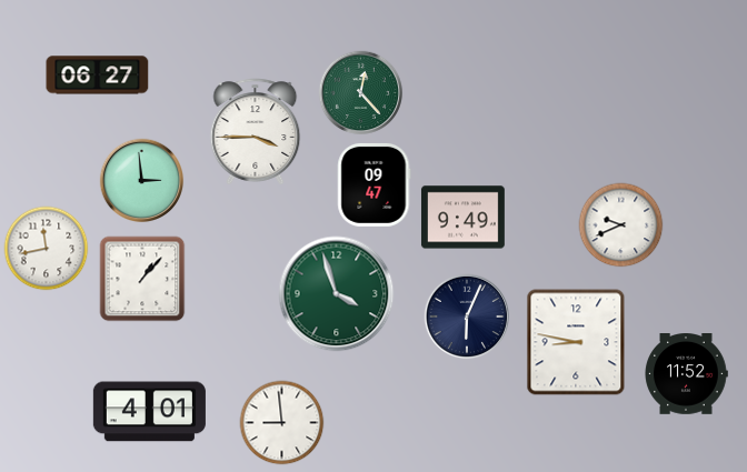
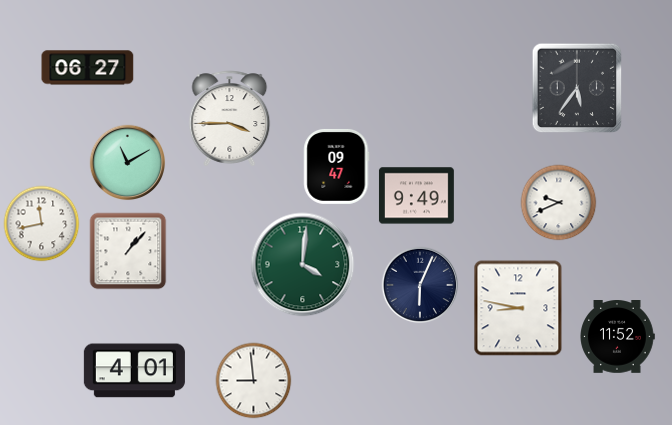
clock at (361, 93): 12:23 -> none
clock at (577, 88): none -> 5:36
clock at (142, 181): 2:59 -> 11:10
clock at (337, 294): 3:57 -> 4:01
